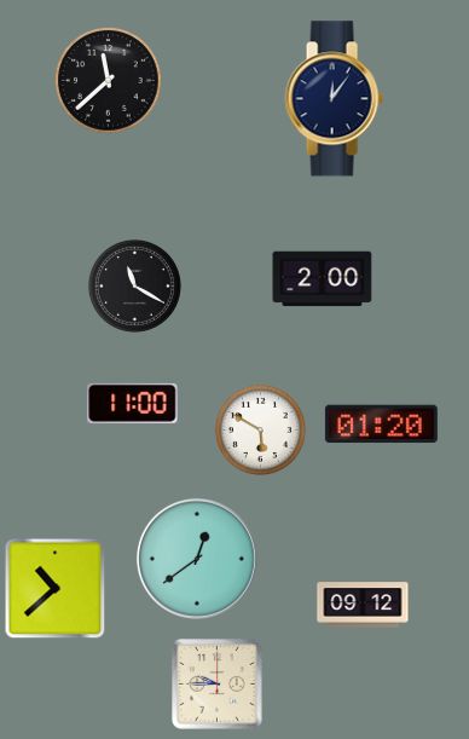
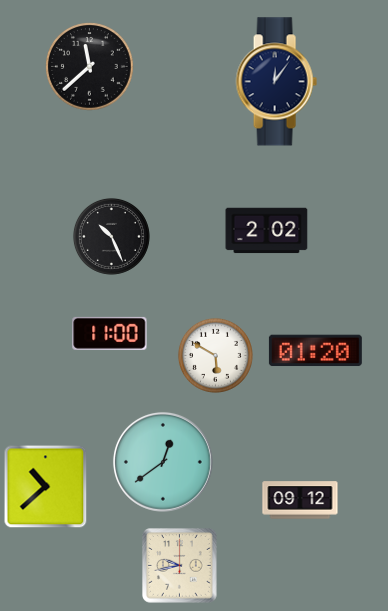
clock at (323, 279): 2:00 -> 2:02
clock at (134, 285): 11:20 -> 10:26
clock at (218, 685): 9:45 -> 9:43
